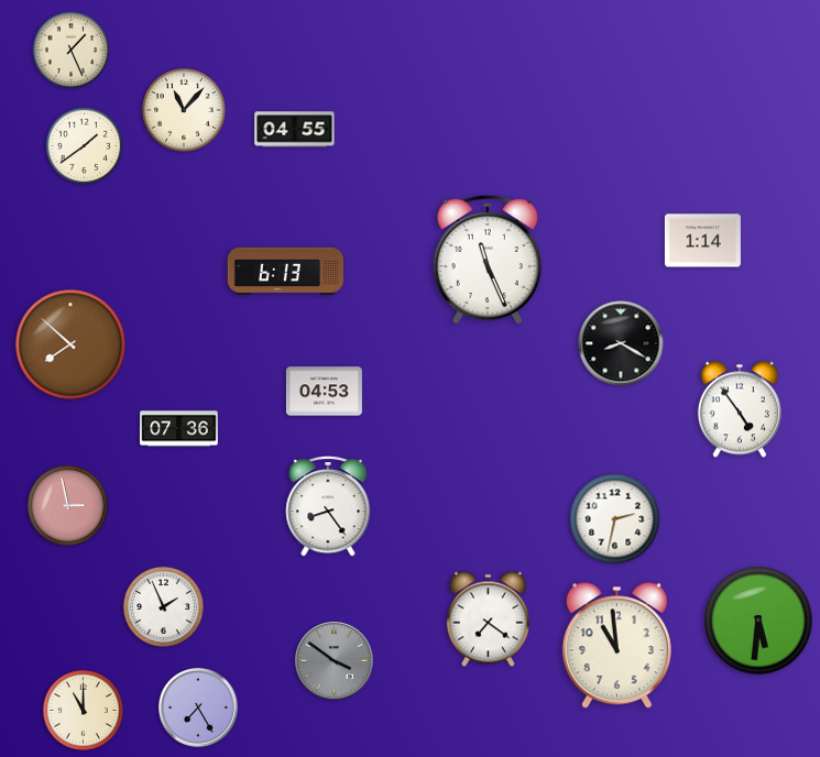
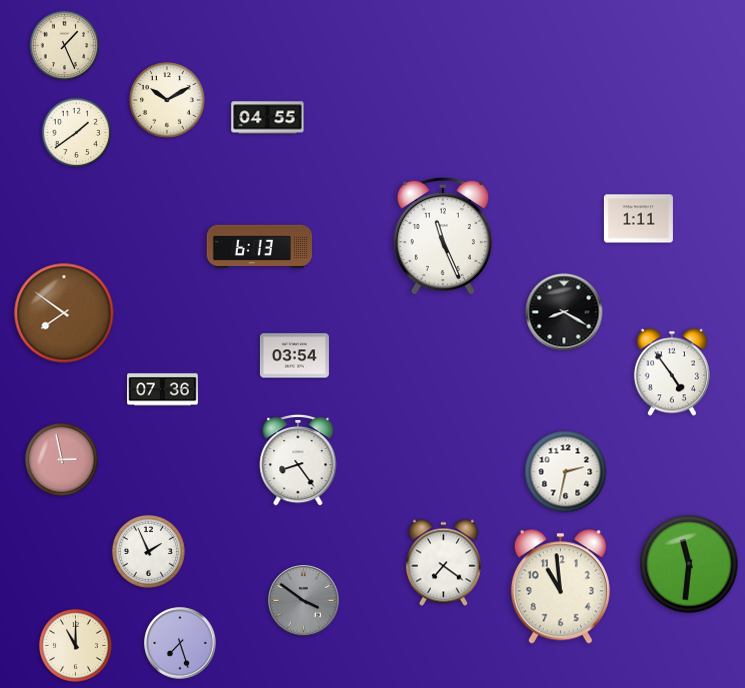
clock at (184, 110): 11:07 -> 10:10
clock at (702, 241): 1:14 -> 1:11
clock at (70, 344): 7:52 -> 7:51
clock at (324, 392): 04:53 -> 03:54
clock at (615, 519) position: (615, 519) -> (566, 472)
clock at (758, 621): 5:31 -> 11:31
clock at (198, 707): 7:25 -> 7:27
